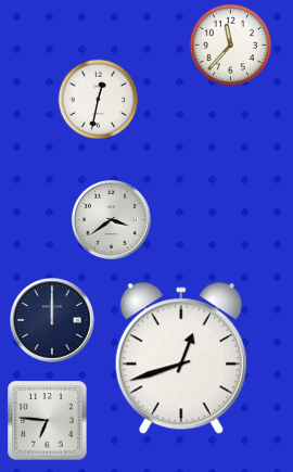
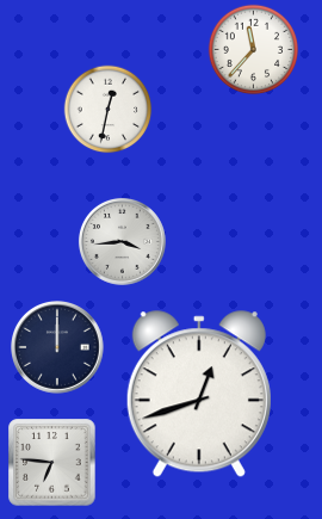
clock at (111, 219): 3:39 -> 3:44
clock at (53, 321) position: (53, 321) -> (58, 348)
